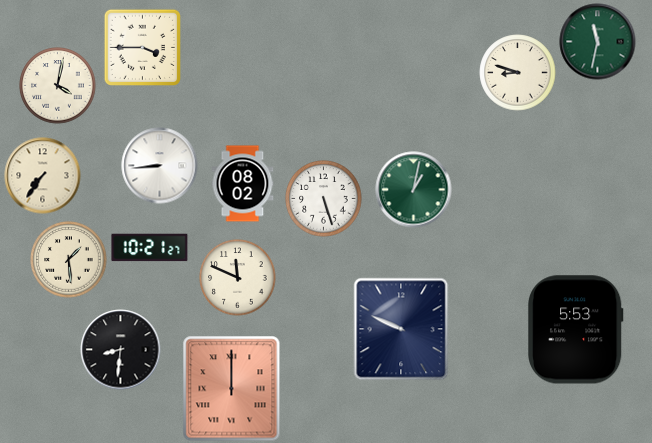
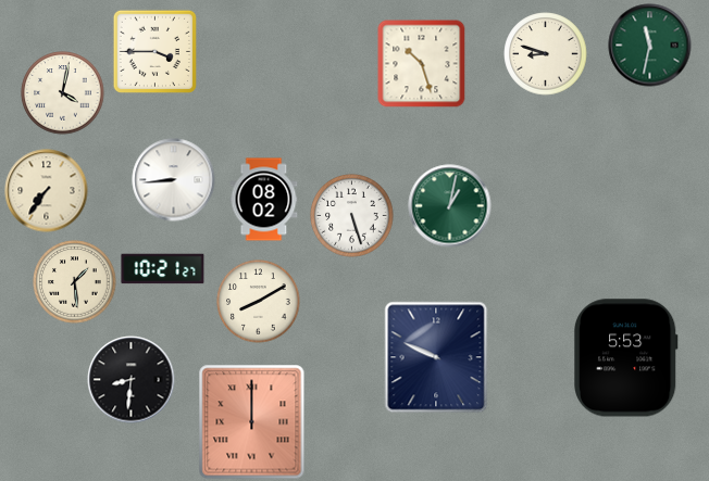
clock at (422, 64): none -> 10:27
clock at (518, 73) position: (518, 73) -> (546, 54)
clock at (238, 278): 11:49 -> 8:10
